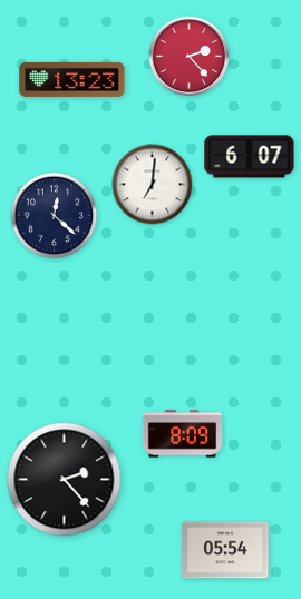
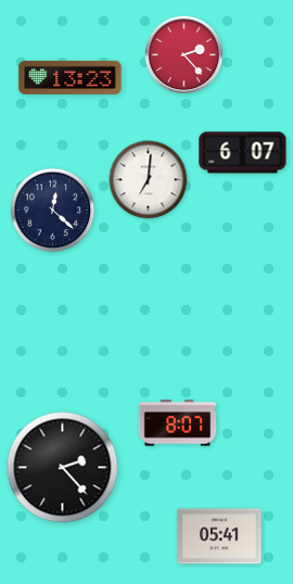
clock at (183, 434): 8:09 -> 8:07
clock at (225, 550): 05:54 -> 05:41
